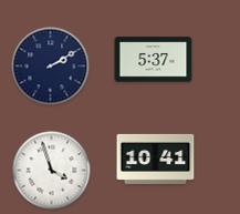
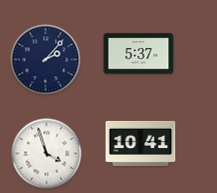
clock at (51, 67): 2:10 -> 2:07
